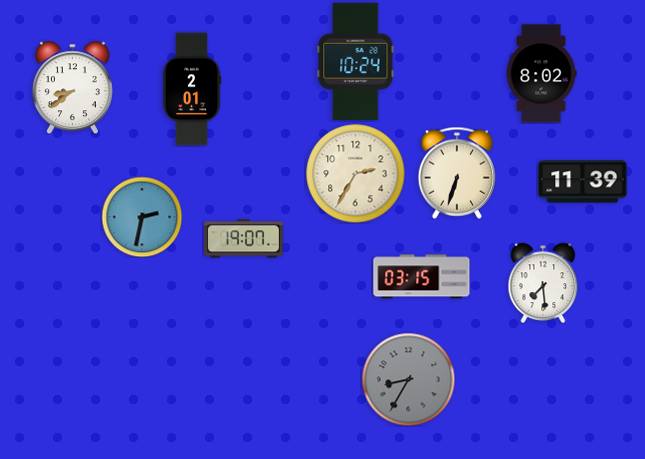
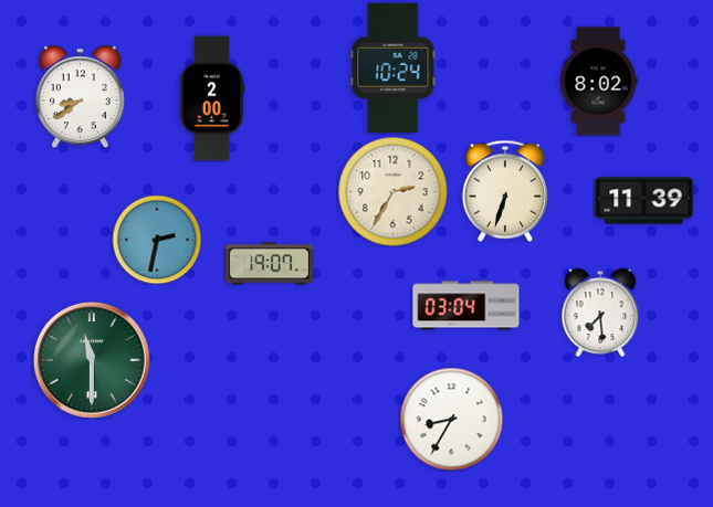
clock at (192, 89): 2:01 -> 2:00
clock at (422, 277): 03:15 -> 03:04
clock at (93, 361): none -> 11:30
clock at (408, 379) dial: grey -> white
